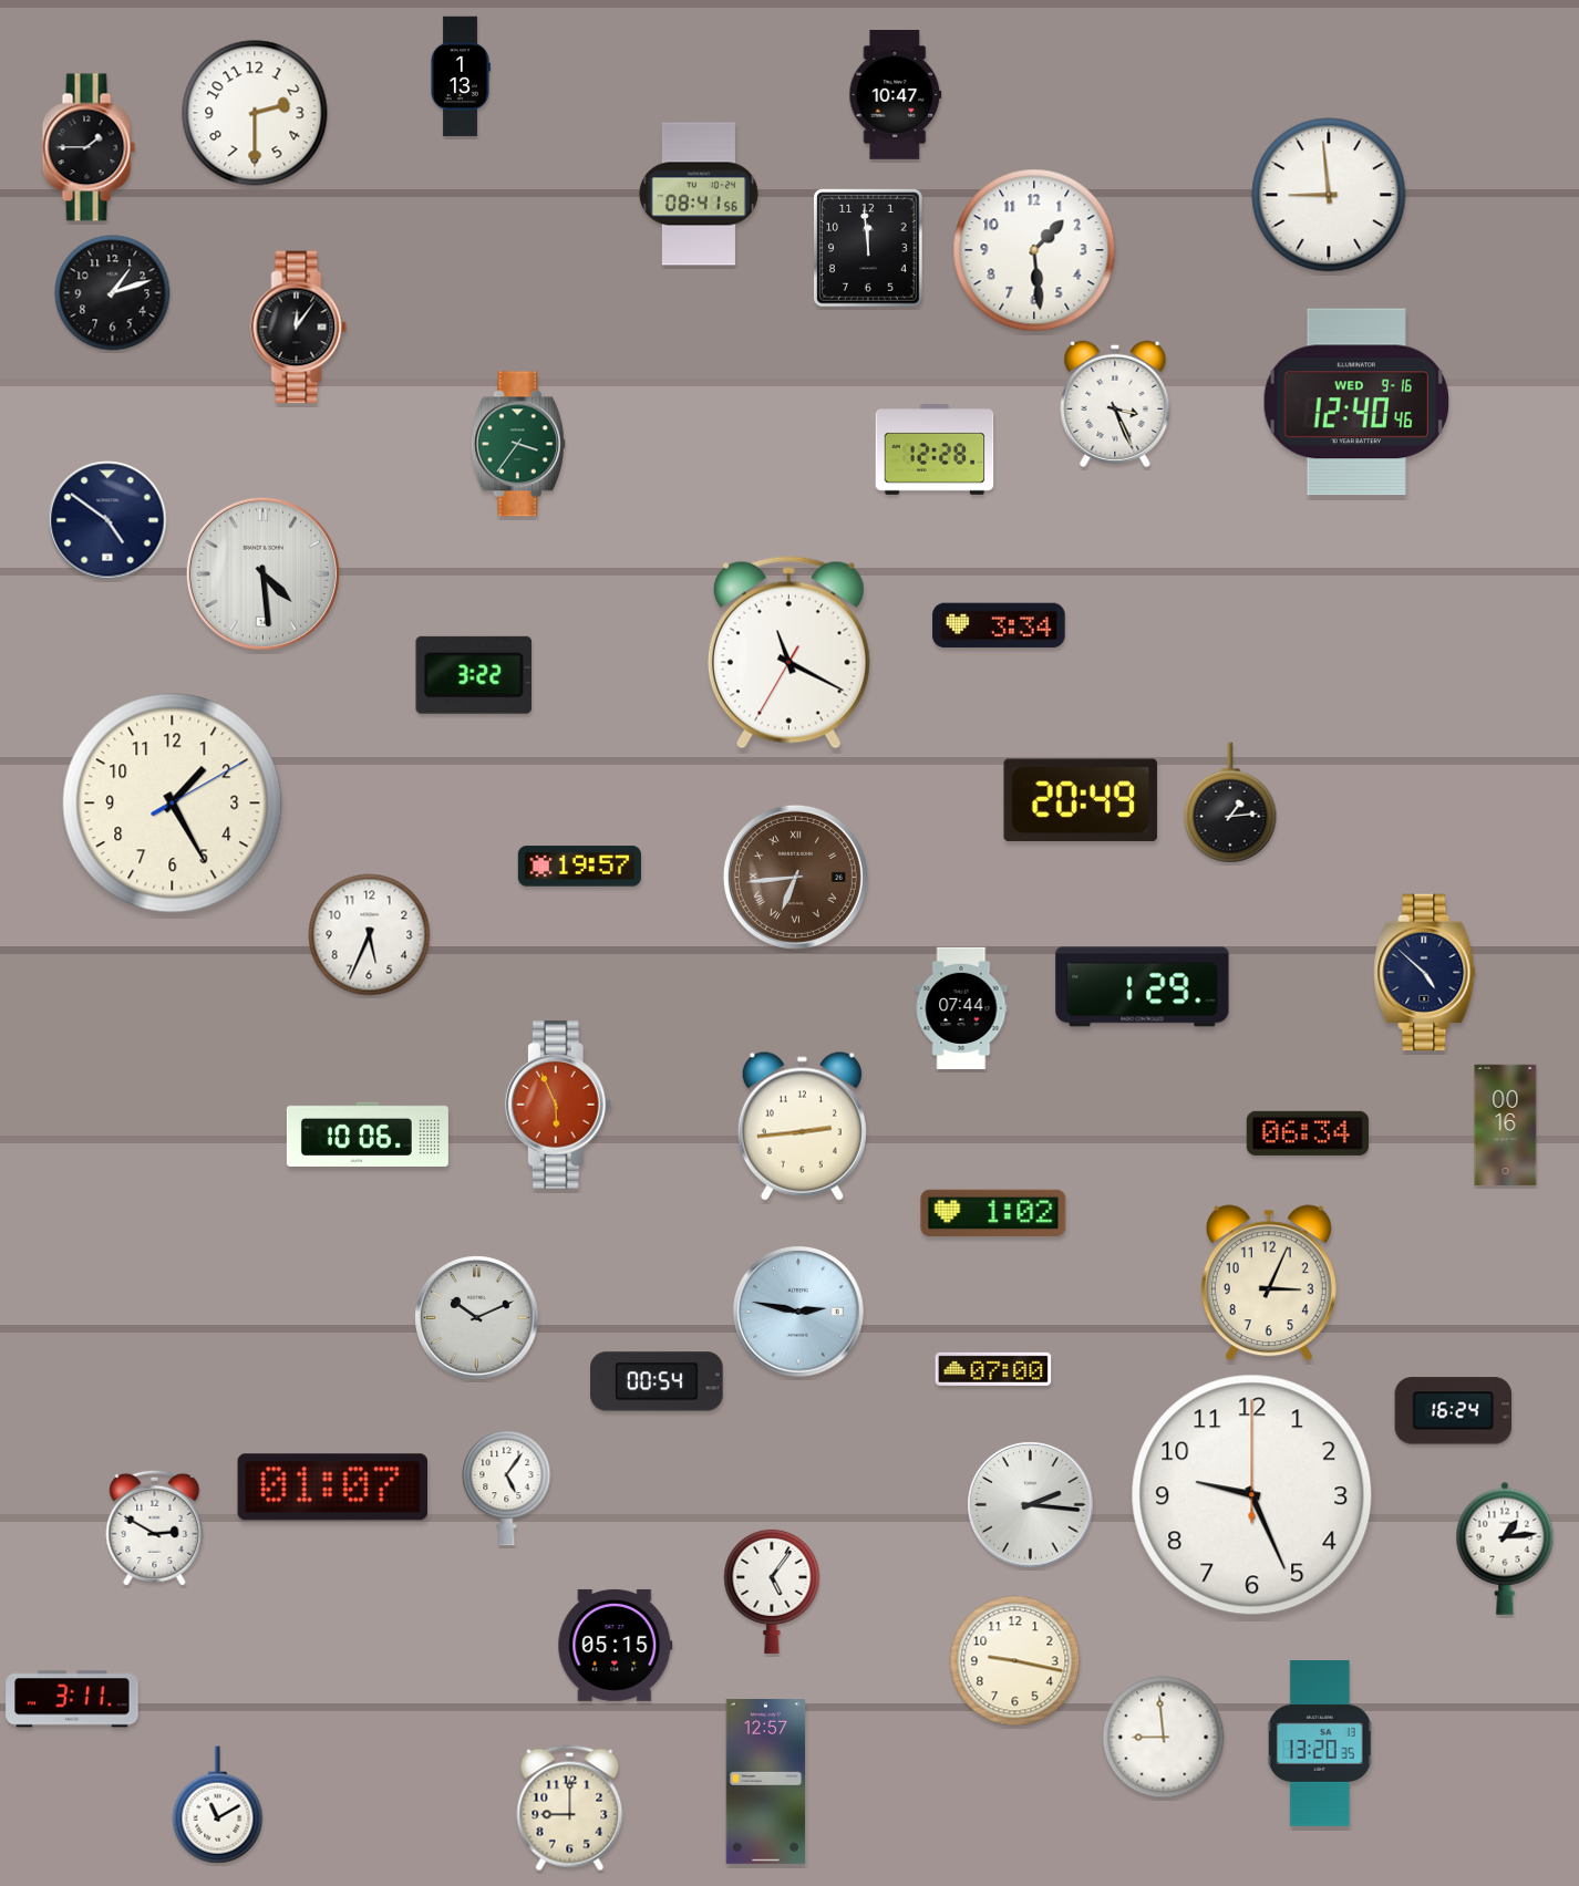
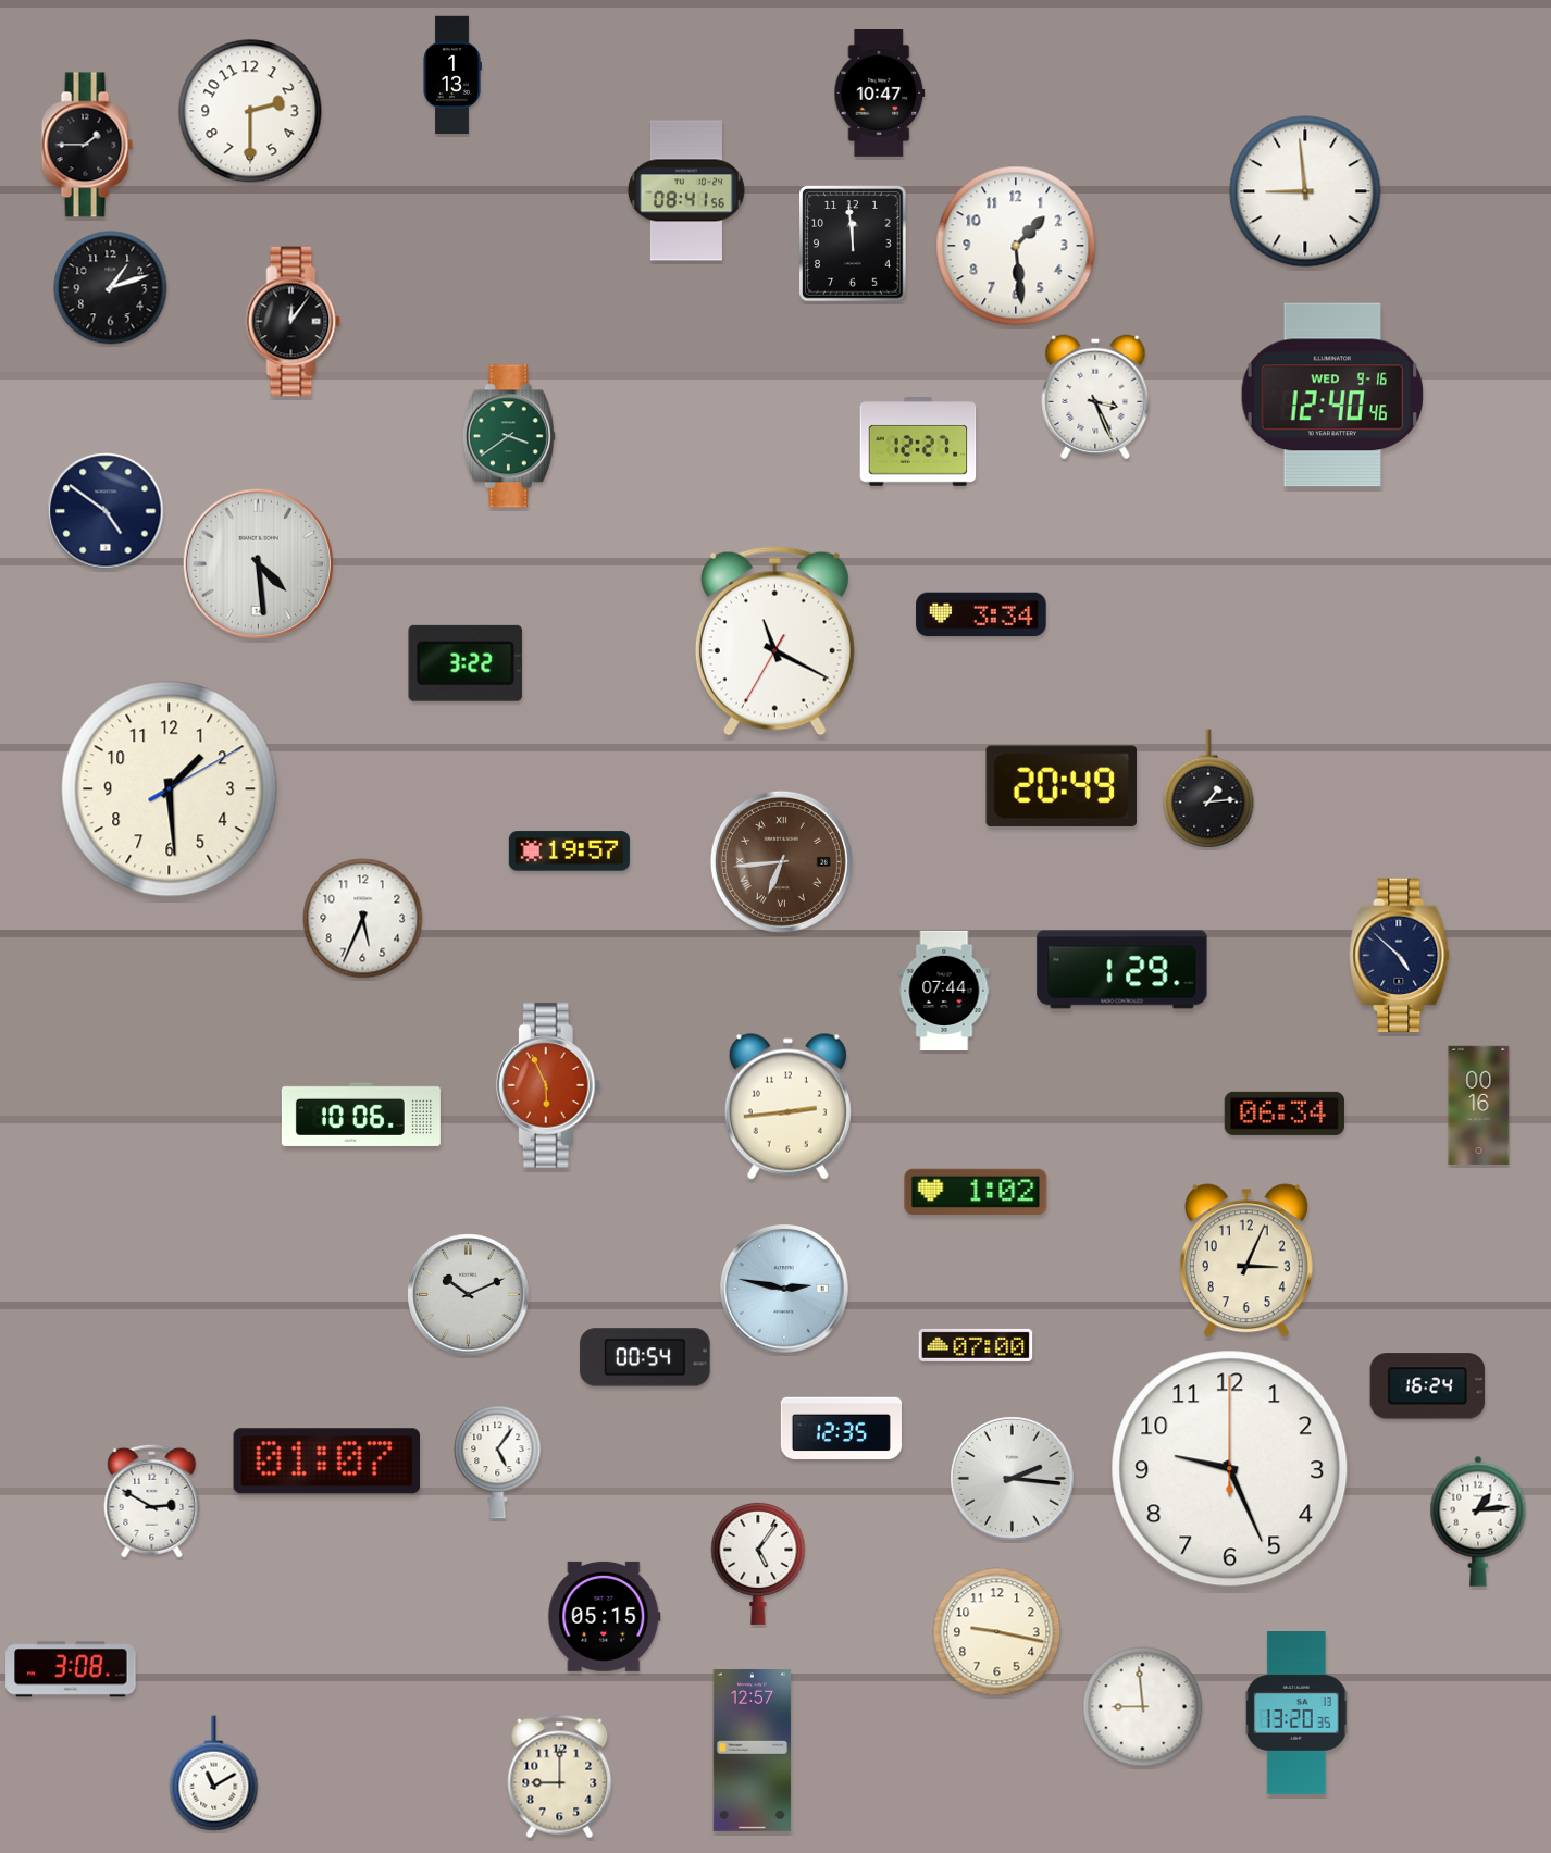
clock at (518, 444): 3:36 -> 3:39
clock at (935, 450): 12:28 -> 12:27
clock at (173, 804): 1:25 -> 1:29
clock at (841, 1428): none -> 12:35
clock at (72, 1699): 3:11 -> 3:08
